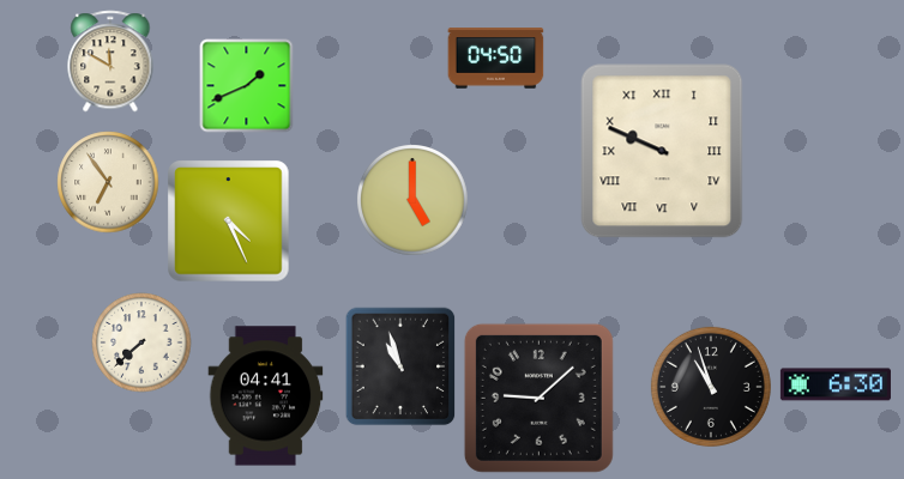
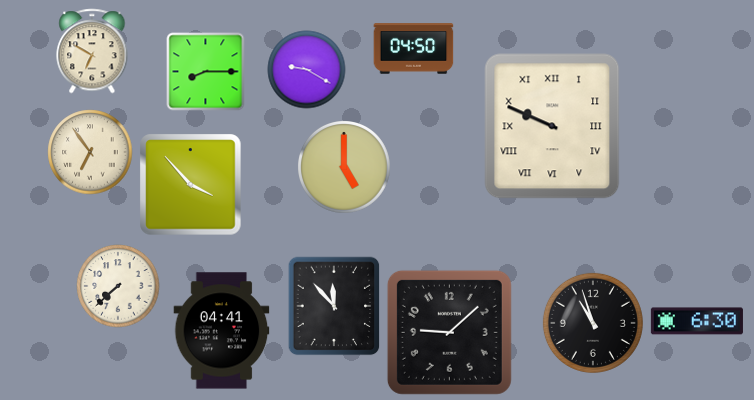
clock at (110, 61): 11:50 -> 6:50
clock at (306, 69): none -> 9:20
clock at (246, 85): 1:41 -> 8:15
clock at (228, 220): 4:26 -> 3:53
clock at (400, 366): 10:57 -> 11:53
